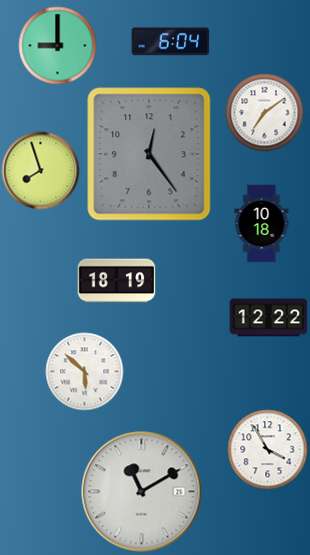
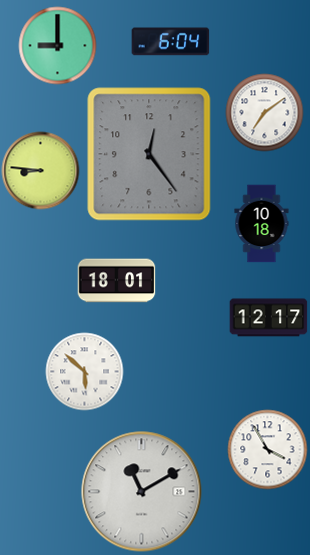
clock at (40, 170): 7:57 -> 8:46
clock at (116, 281): 18:19 -> 18:01
clock at (268, 318): 12:22 -> 12:17
